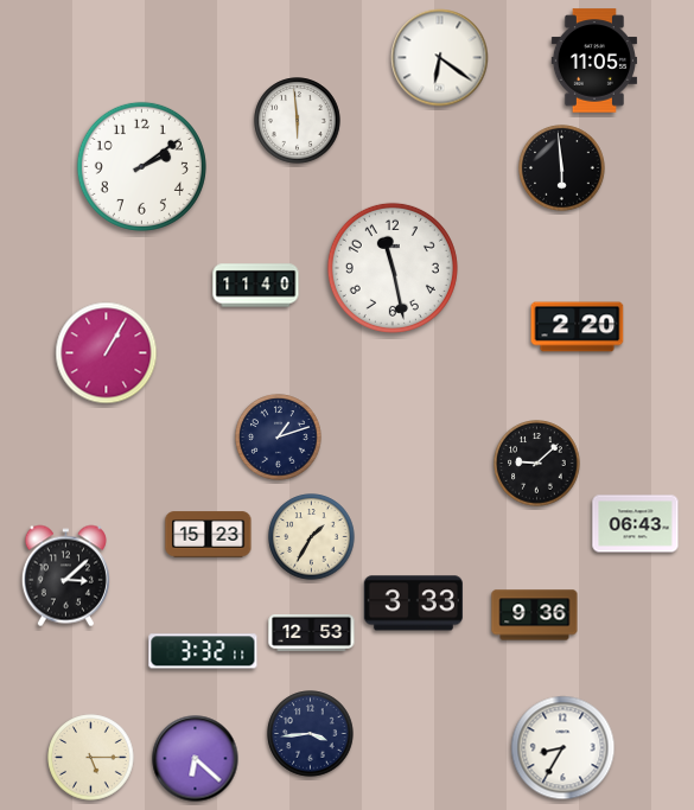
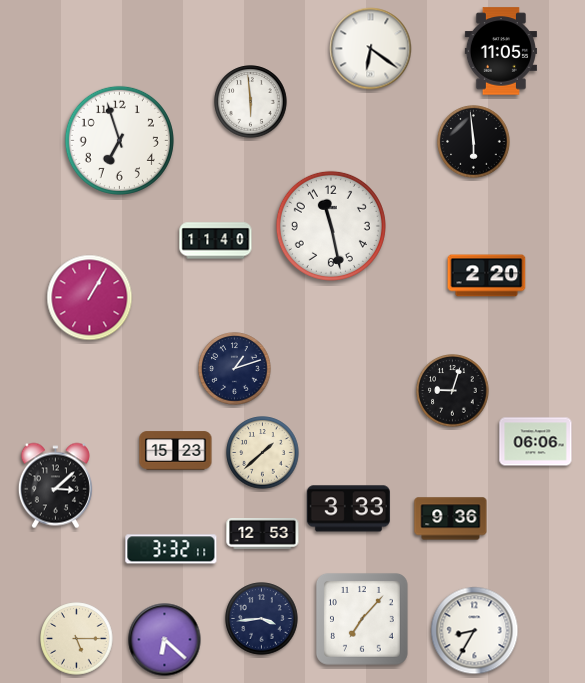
clock at (141, 166): 2:09 -> 6:57
clock at (537, 464): 9:08 -> 9:03
clock at (636, 524): 06:43 -> 06:06
clock at (312, 537): 1:35 -> 1:38
clock at (363, 620): none -> 7:07
